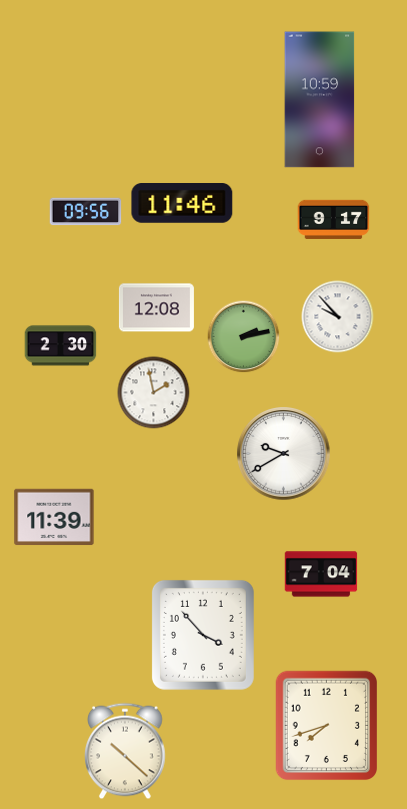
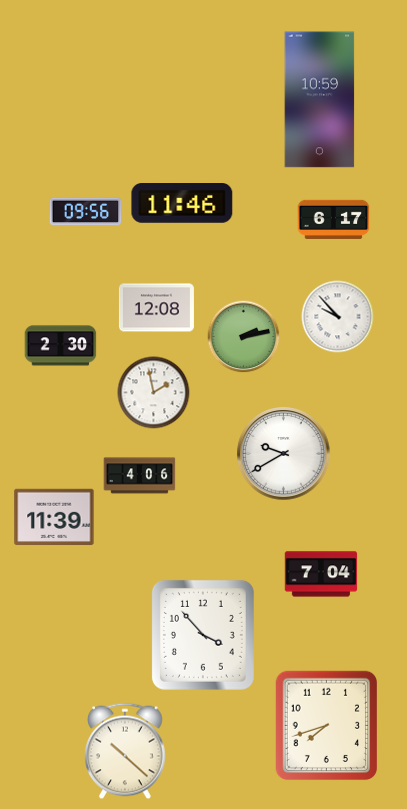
clock at (334, 219): 9:17 -> 6:17
clock at (140, 476): none -> 4:06
